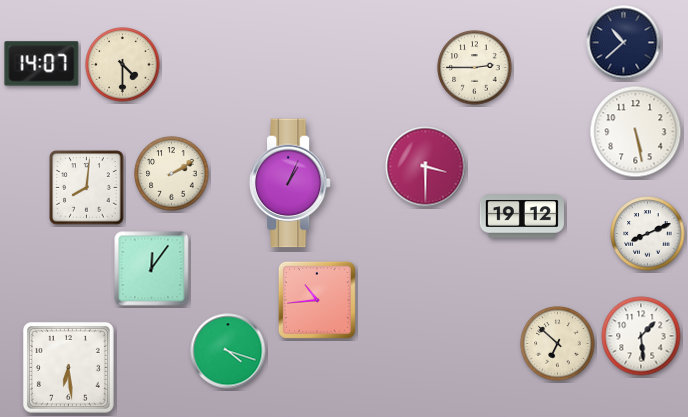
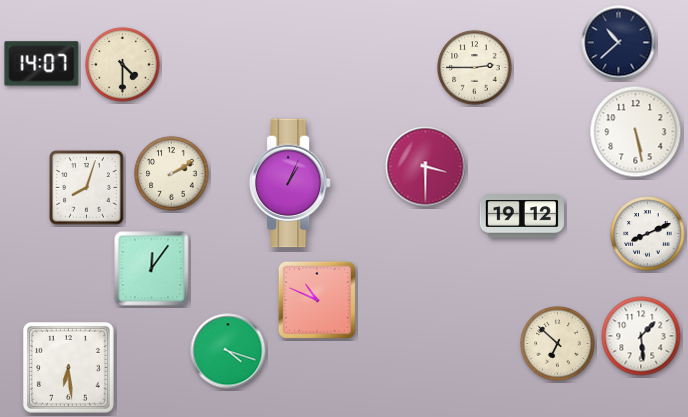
clock at (624, 43) position: (624, 43) -> (619, 43)
clock at (87, 188): 8:01 -> 8:03
clock at (317, 300): 10:44 -> 10:49
